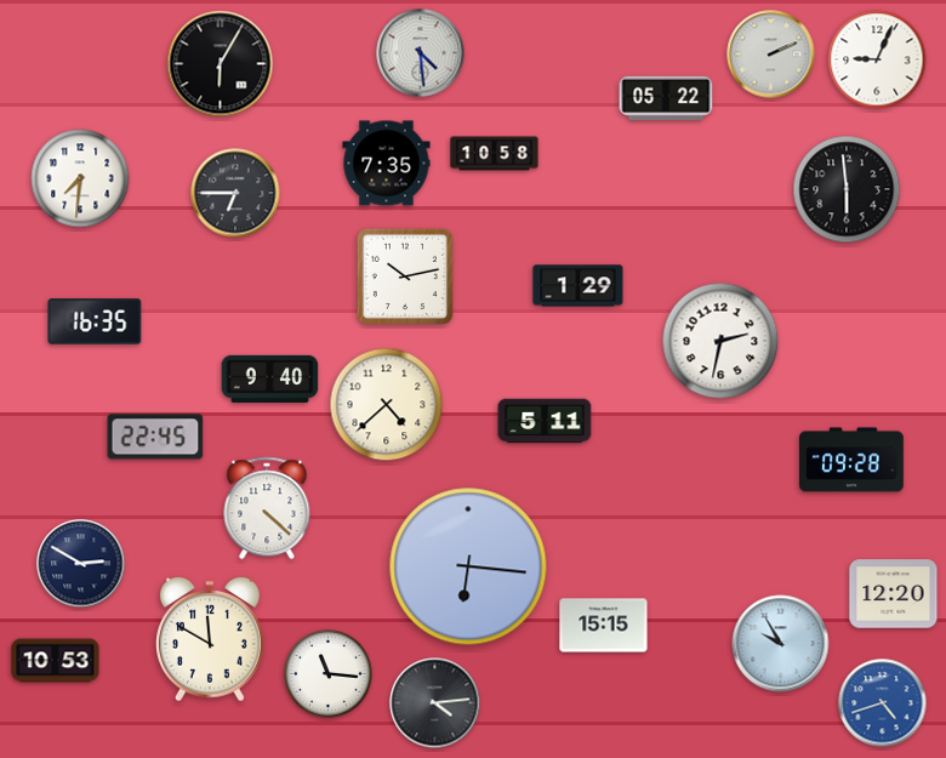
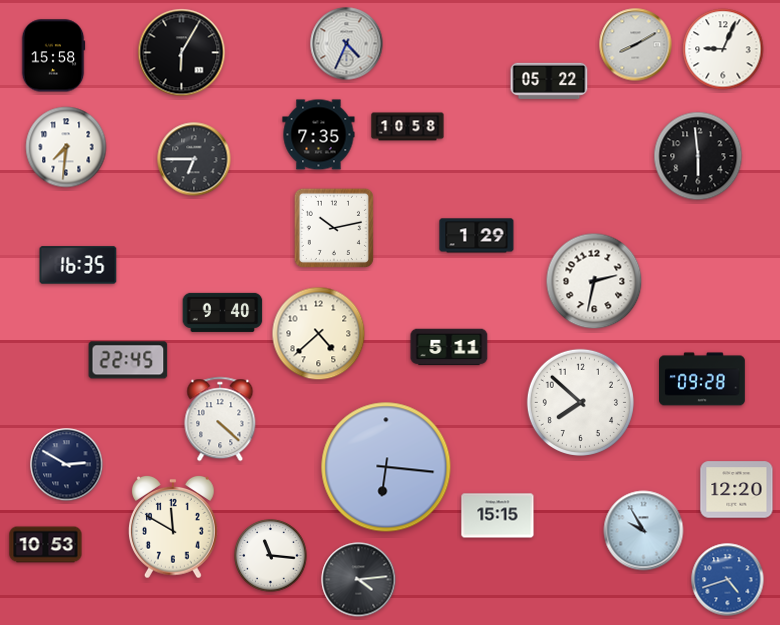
clock at (421, 53): 4:29 -> 4:34
clock at (771, 55): 2:11 -> 8:10
clock at (53, 56): none -> 15:58
clock at (580, 402): none -> 7:52
